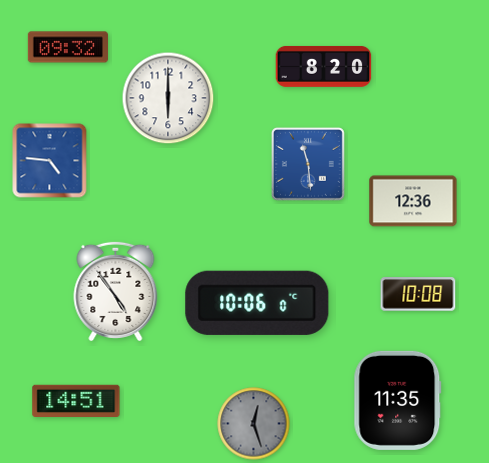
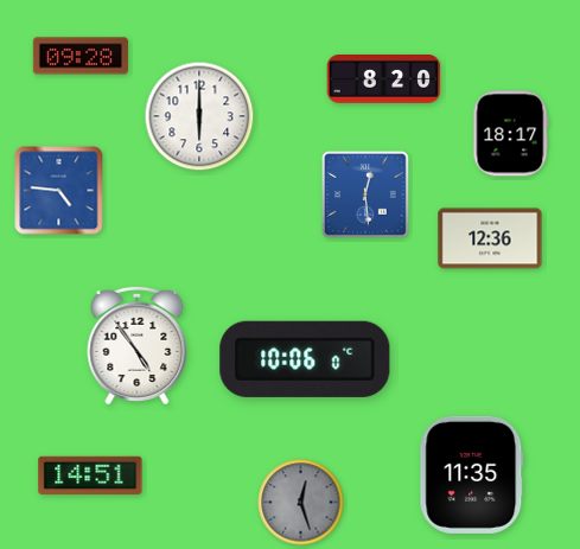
clock at (68, 47): 09:32 -> 09:28
clock at (511, 134): none -> 18:17
clock at (308, 164): 11:29 -> 12:29
clock at (418, 294): 10:08 -> none
